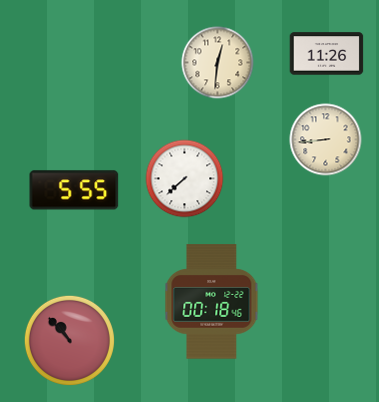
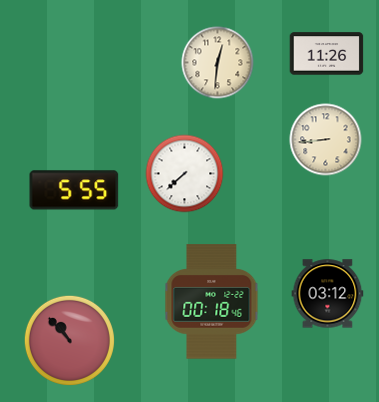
clock at (185, 179) position: (185, 179) -> (185, 174)
clock at (328, 294): none -> 03:12
